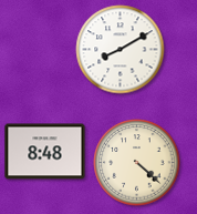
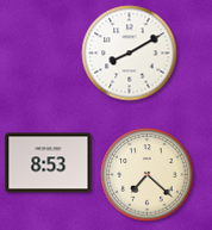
clock at (45, 152): 8:48 -> 8:53
clock at (137, 163): 4:22 -> 7:22
